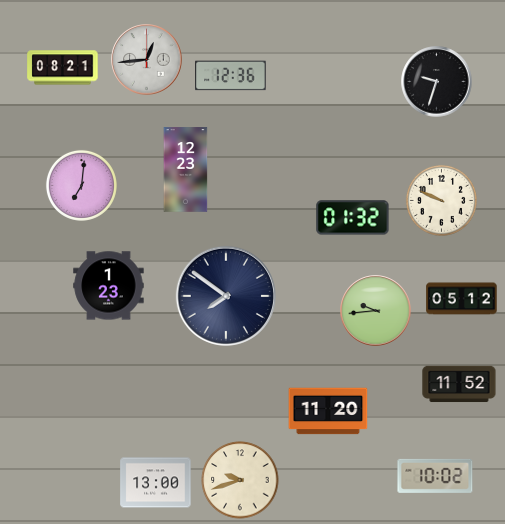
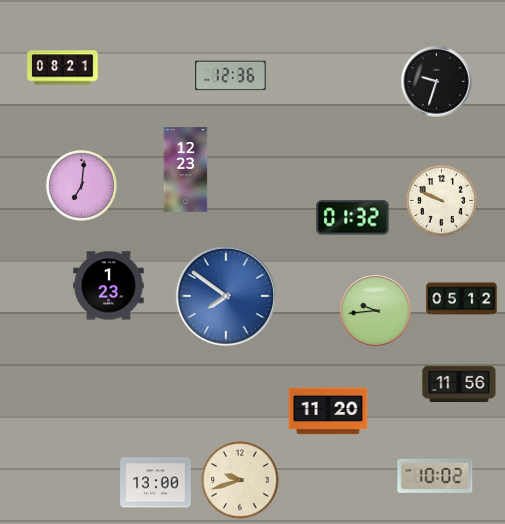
clock at (147, 60): 12:44 -> none
clock at (226, 296) dial: navy -> blue
clock at (459, 384): 11:52 -> 11:56
